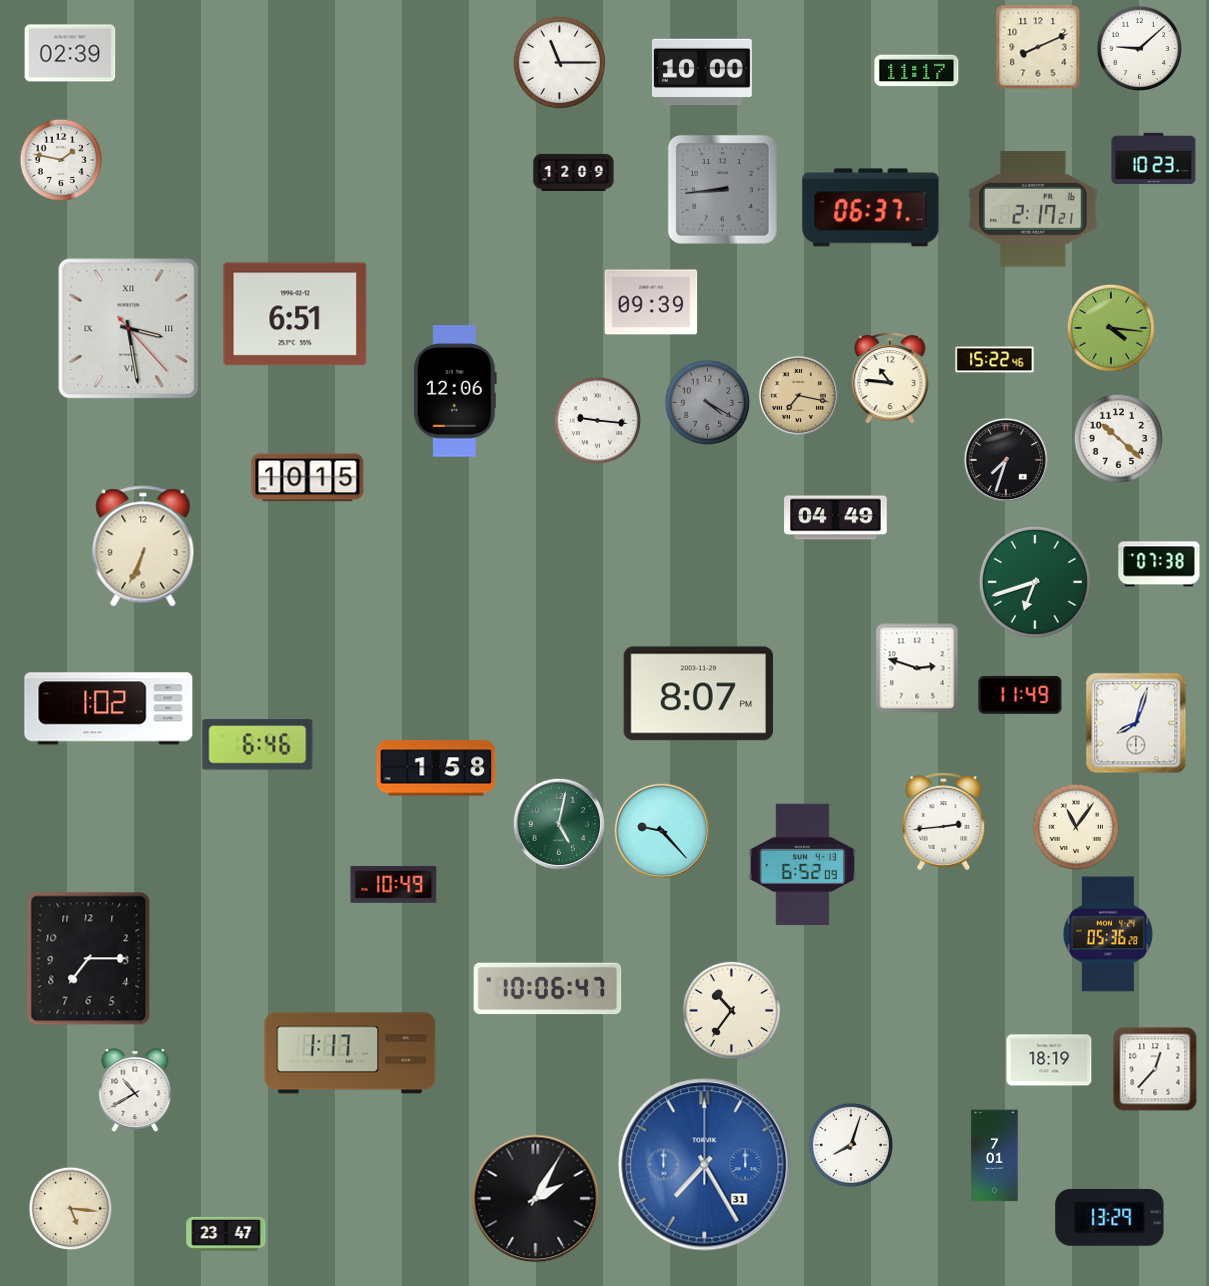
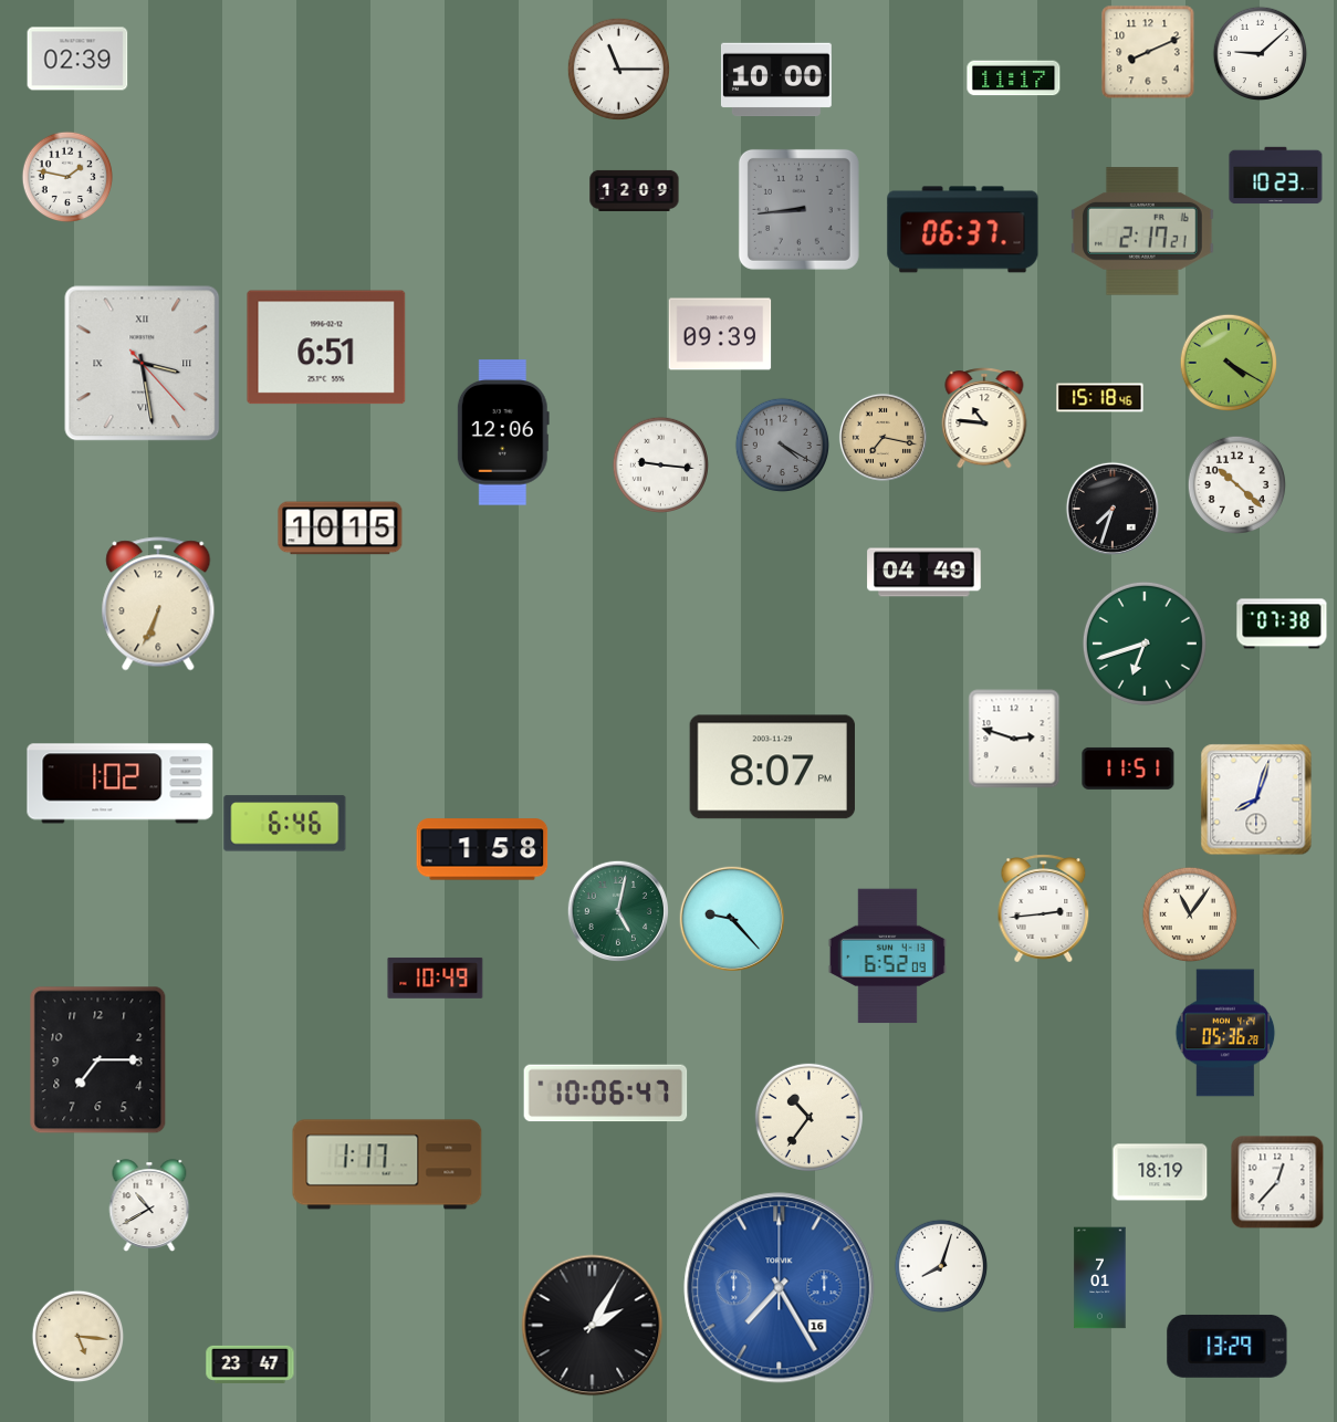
clock at (1110, 327): 4:16 -> 4:20
clock at (995, 360): 15:22 -> 15:18
clock at (1020, 695): 11:49 -> 11:51
clock at (705, 1165) date: 31 -> 16
